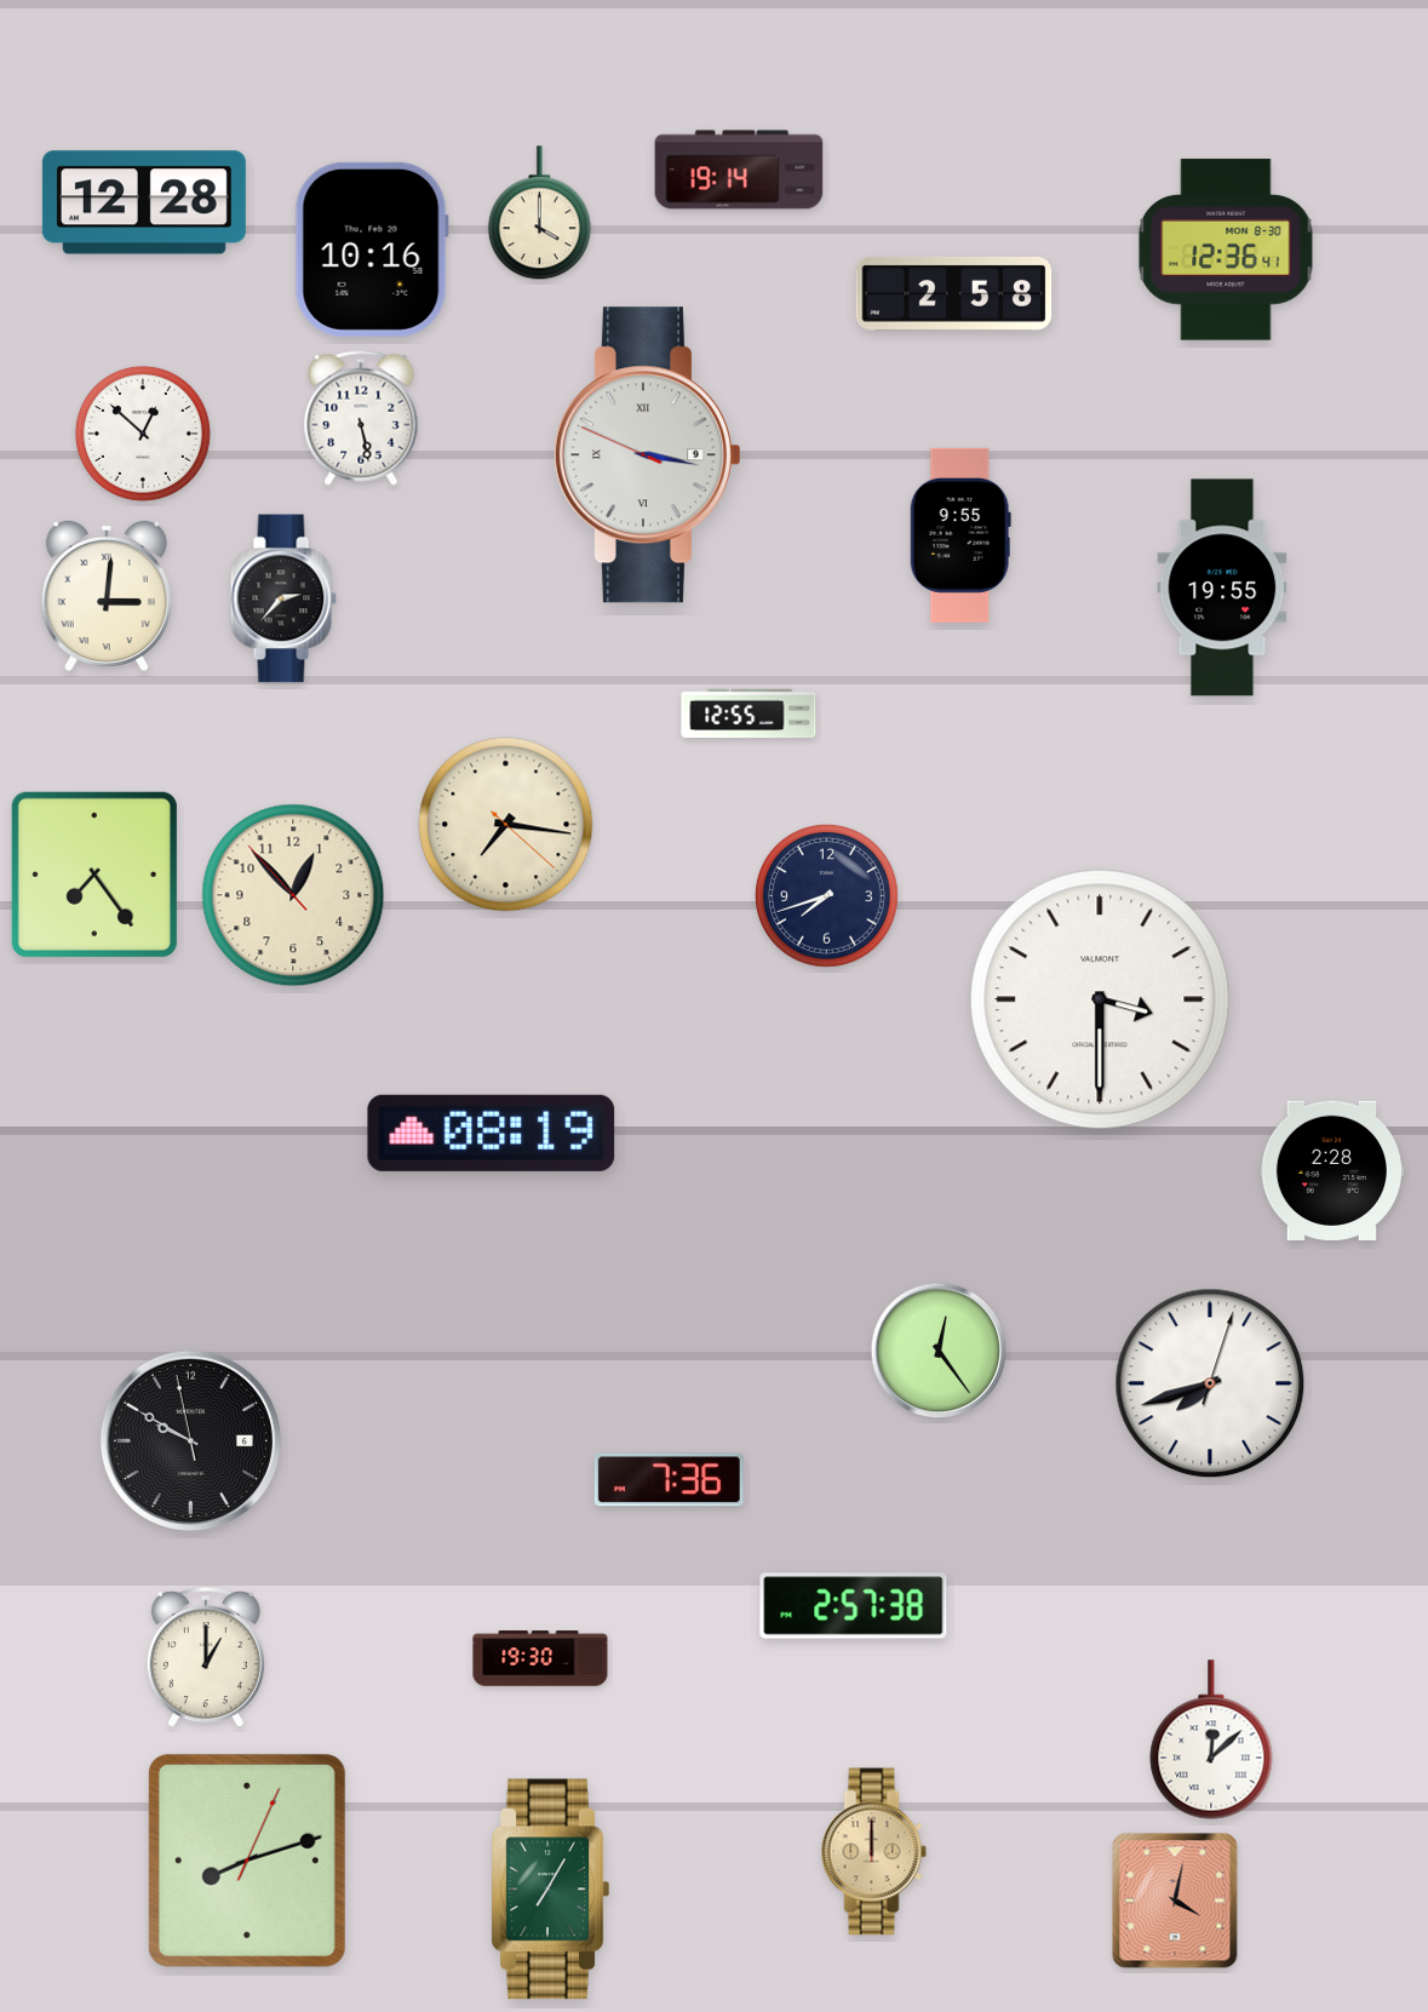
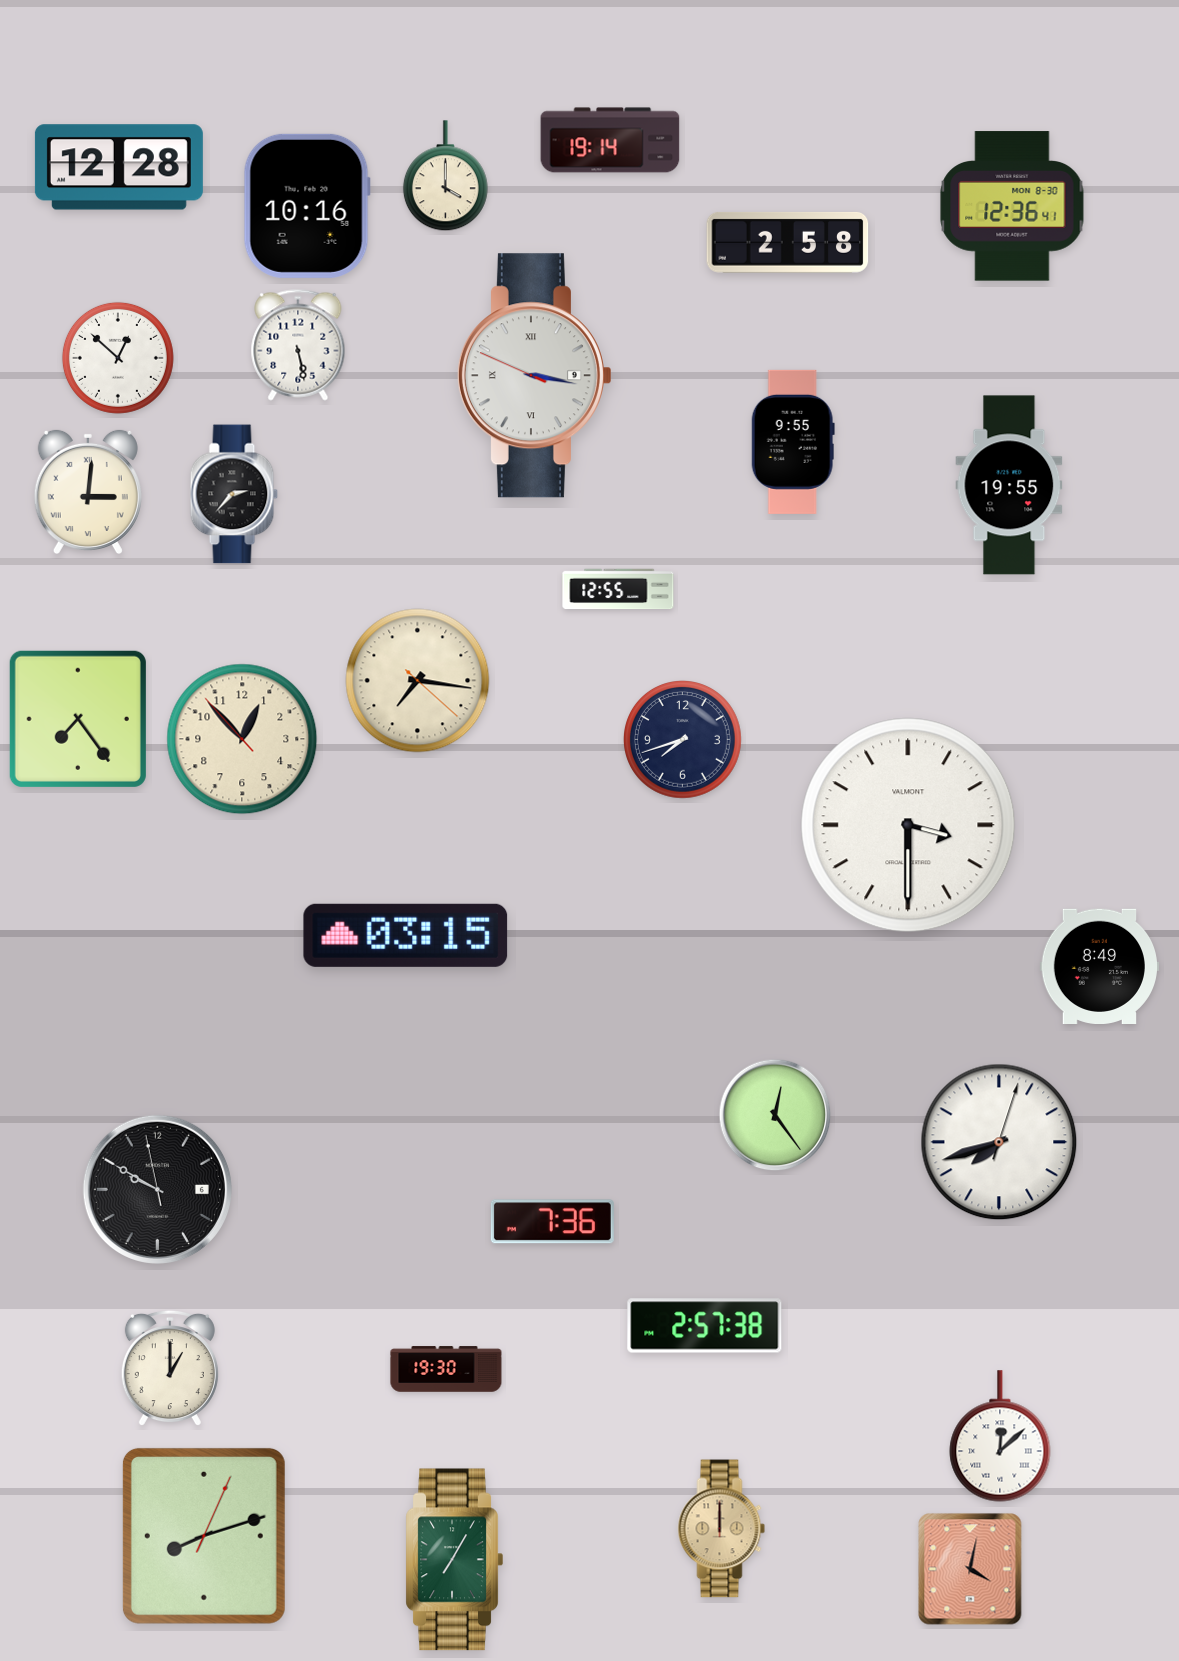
clock at (94, 875) position: (94, 875) -> (78, 719)
clock at (492, 1133): 08:19 -> 03:15
clock at (1331, 1170): 2:28 -> 8:49
